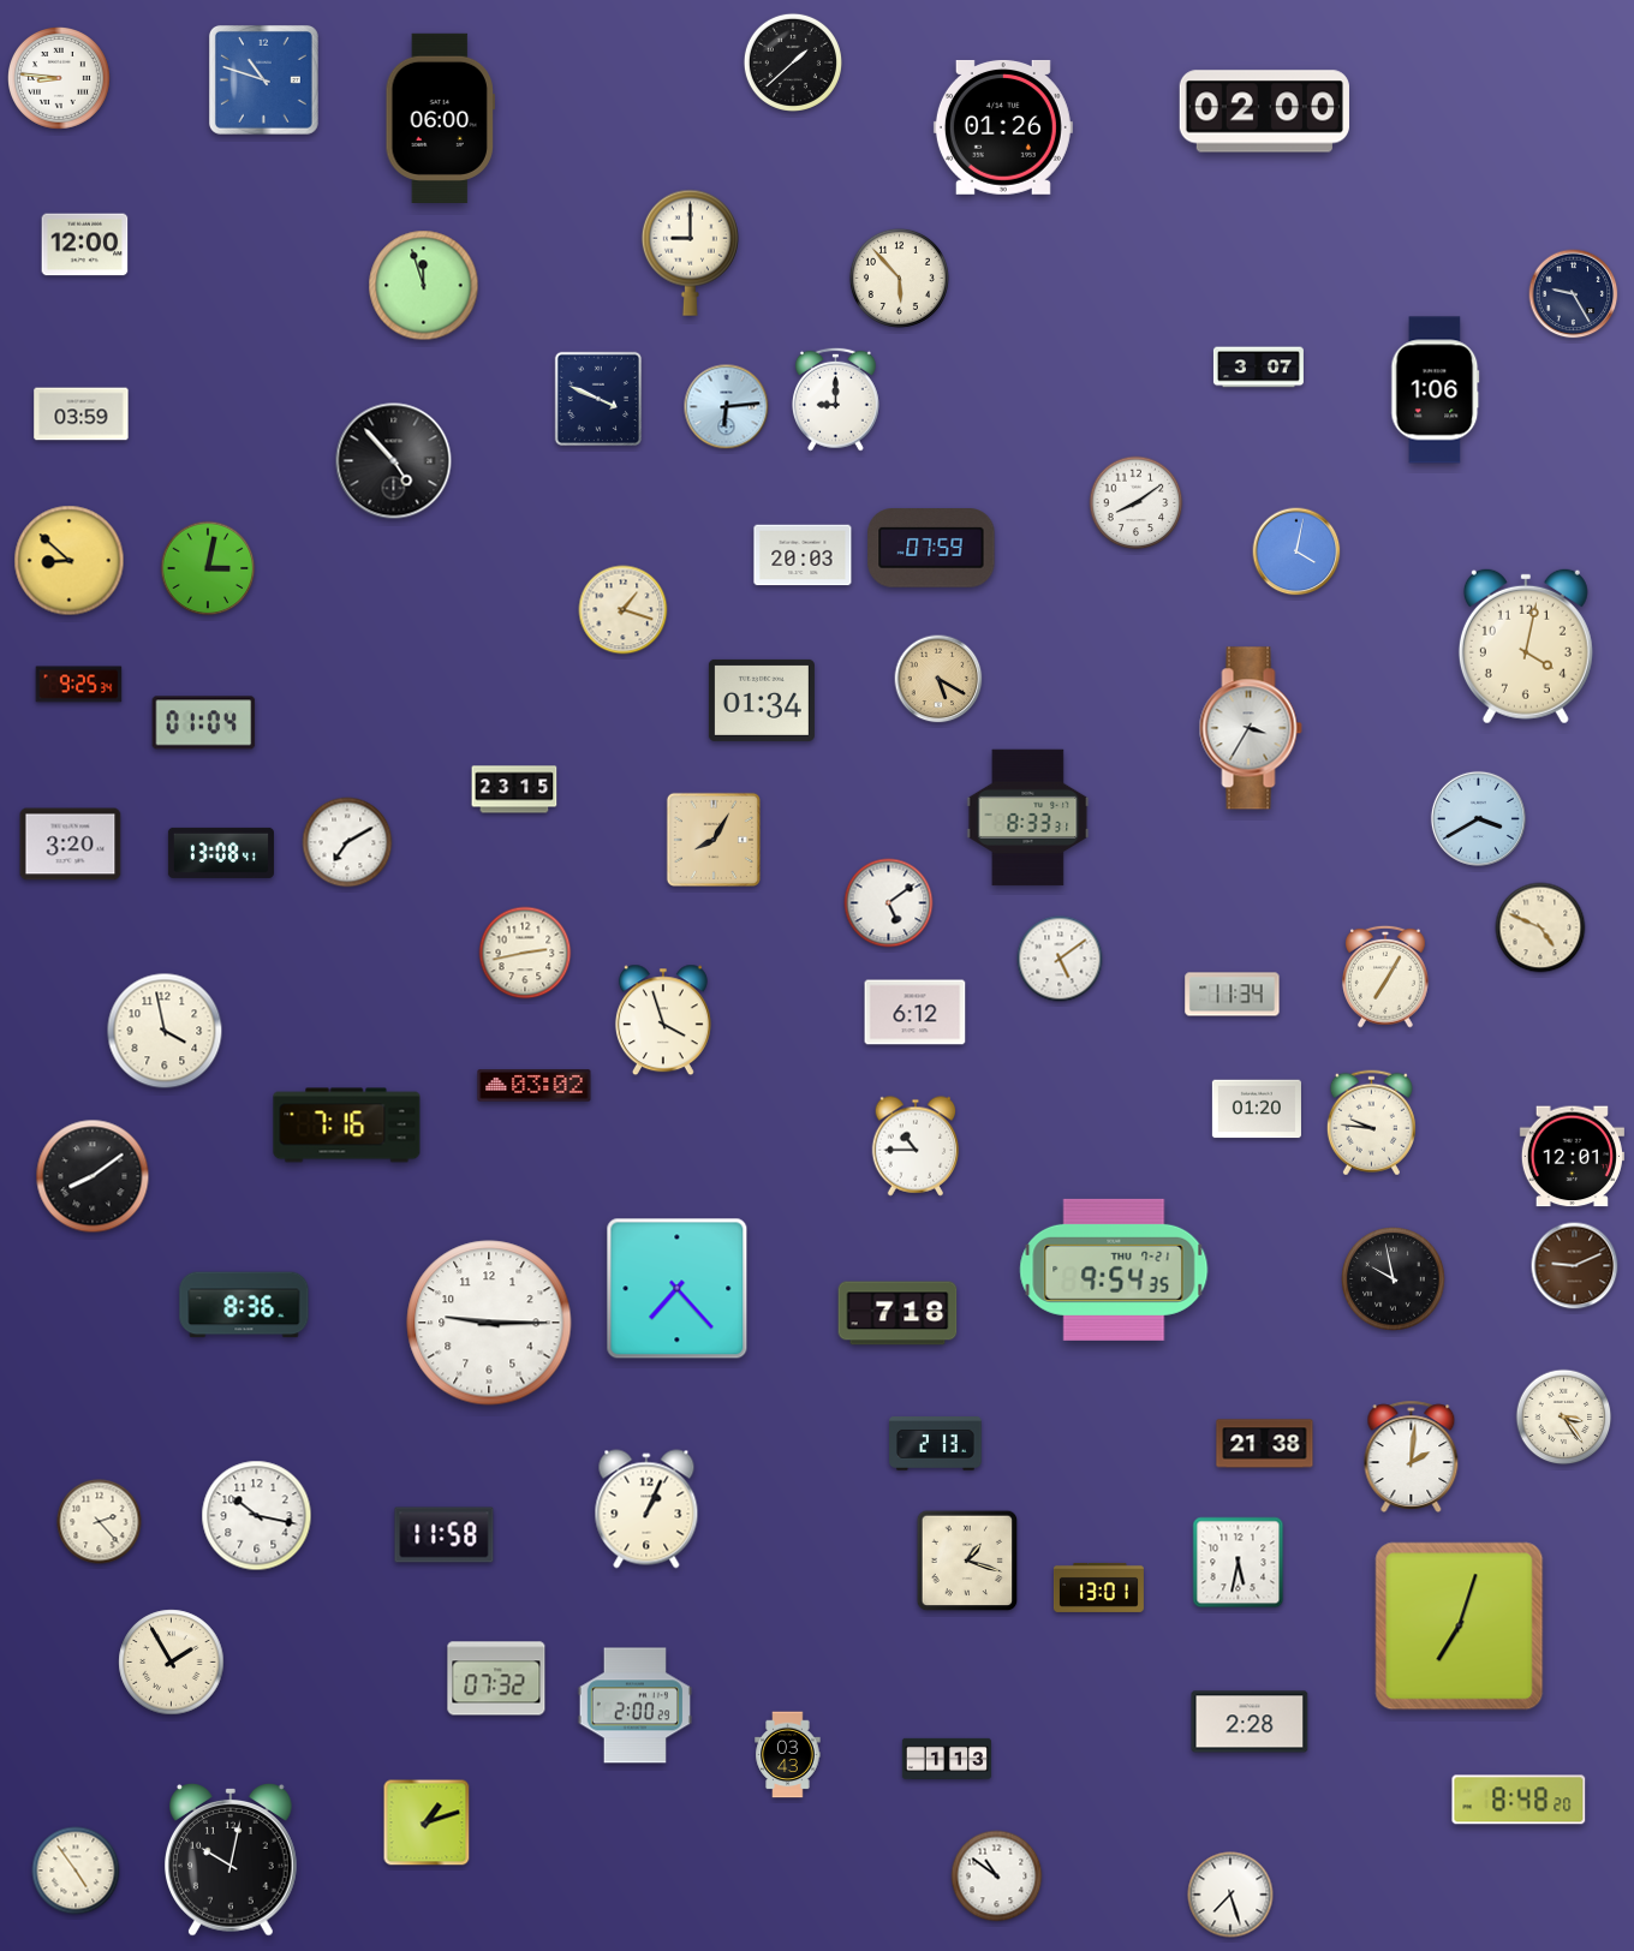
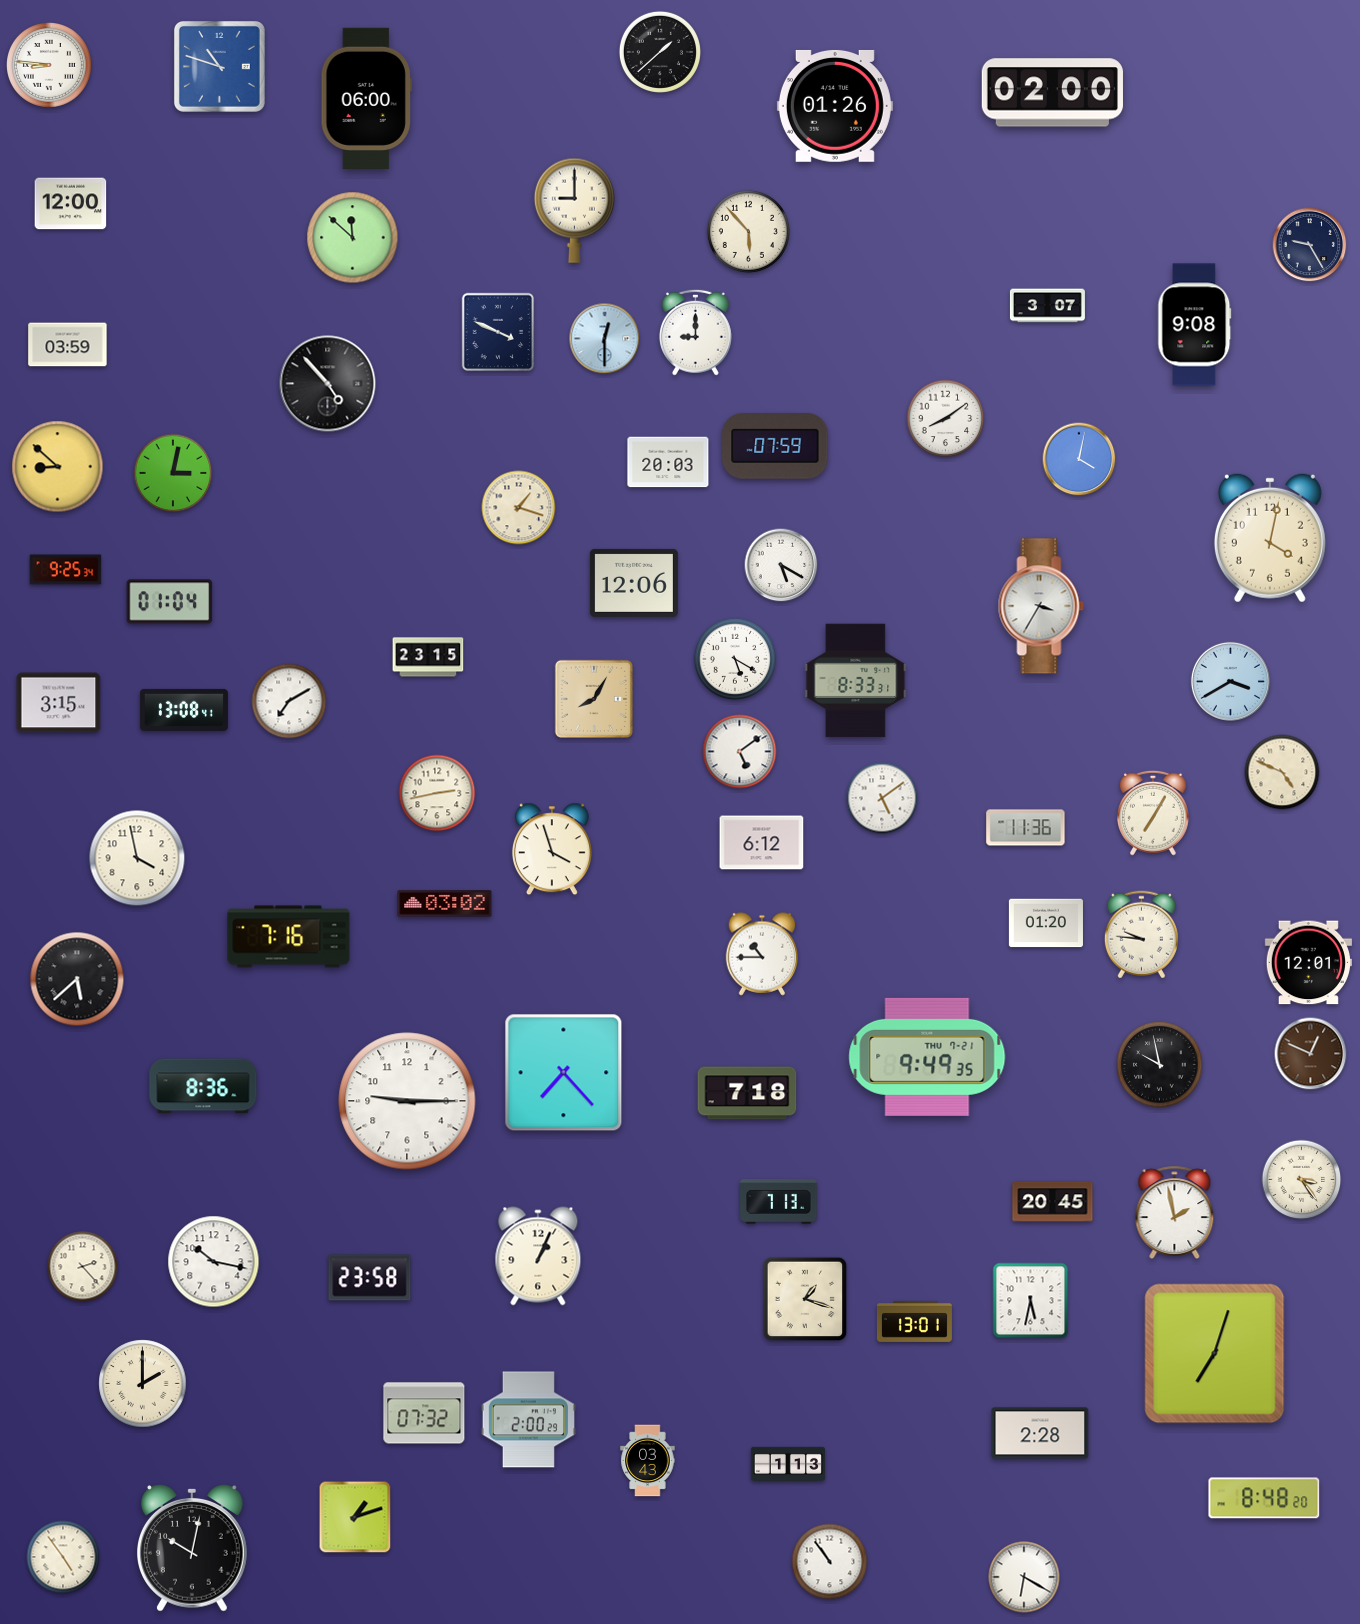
clock at (424, 286): 11:57 -> 11:52
clock at (1436, 390): 1:06 -> 9:08
clock at (727, 407): 6:14 -> 12:30
clock at (931, 548) position: (931, 548) -> (775, 446)
clock at (938, 679) dial: champagne -> white
clock at (762, 700): 01:34 -> 12:06
clock at (735, 659): none -> 5:20
clock at (71, 845): 3:20 -> 3:15
clock at (1233, 995): 11:34 -> 11:36
clock at (93, 1176): 8:09 -> 5:38
clock at (1575, 1266): 9:11 -> 12:49
clock at (1114, 1270): 9:54 -> 9:49
clock at (936, 1444): 2:13 -> 7:13
clock at (1265, 1444): 21:38 -> 20:45
clock at (1412, 1456): 2:01 -> 1:58
clock at (445, 1535): 11:58 -> 23:58
clock at (172, 1663): 1:55 -> 2:00
clock at (496, 1678) position: (496, 1678) -> (424, 1413)
clock at (788, 1755) position: (788, 1755) -> (648, 1461)
clock at (997, 1877): 10:51 -> 10:54
clock at (1230, 1895): 7:27 -> 6:20
